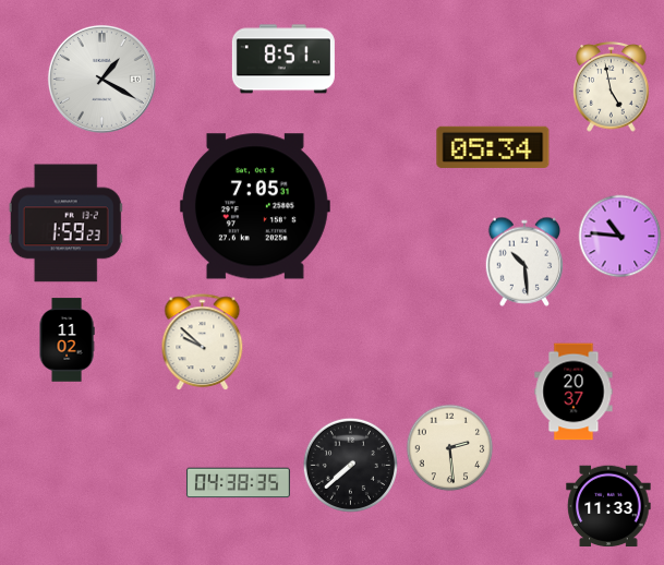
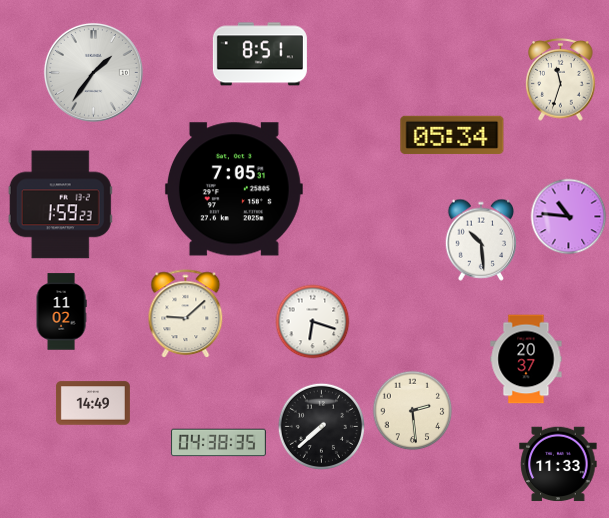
clock at (101, 79): 1:20 -> 1:36
clock at (612, 87): 4:58 -> 11:33
clock at (203, 342): 9:52 -> 9:08
clock at (313, 322): none -> 6:18
clock at (93, 403): none -> 14:49
